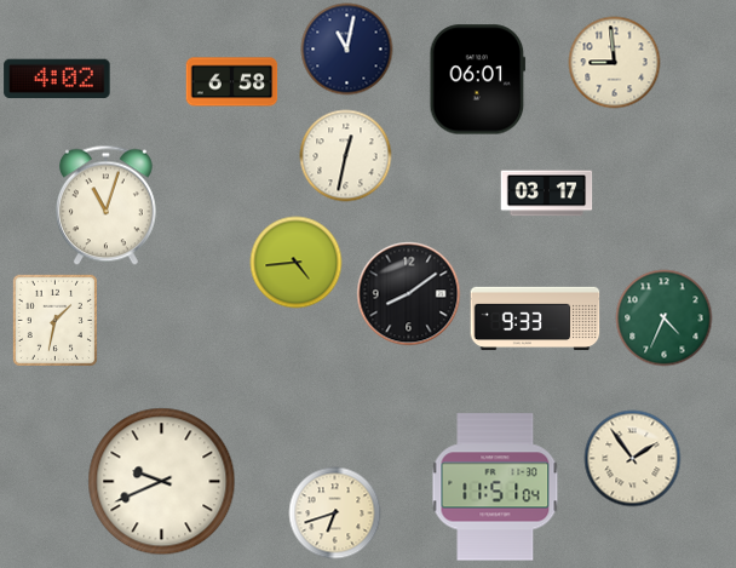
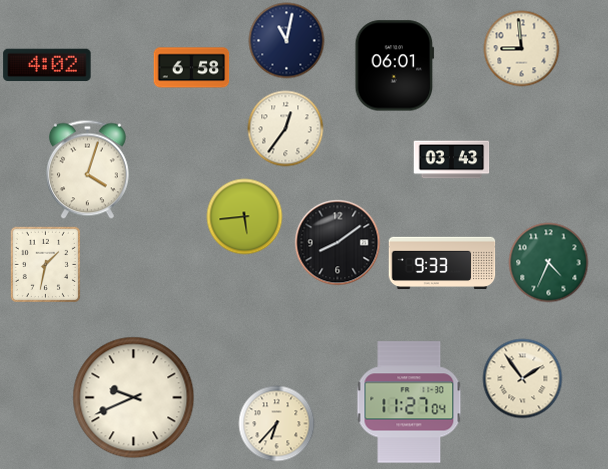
clock at (615, 63) position: (615, 63) -> (522, 49)
clock at (346, 156): 12:32 -> 12:36
clock at (547, 194): 03:17 -> 03:43
clock at (105, 206): 11:03 -> 4:03
clock at (297, 263): 4:44 -> 5:44
clock at (495, 487): 11:51 -> 11:27
clock at (335, 514): 6:42 -> 6:37
